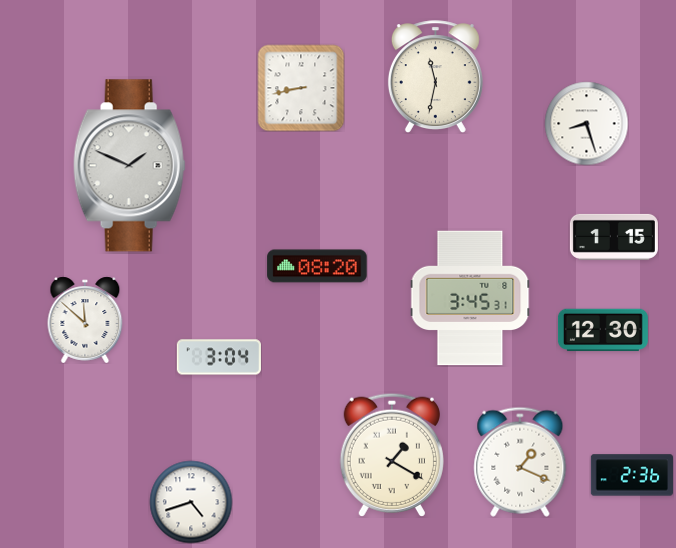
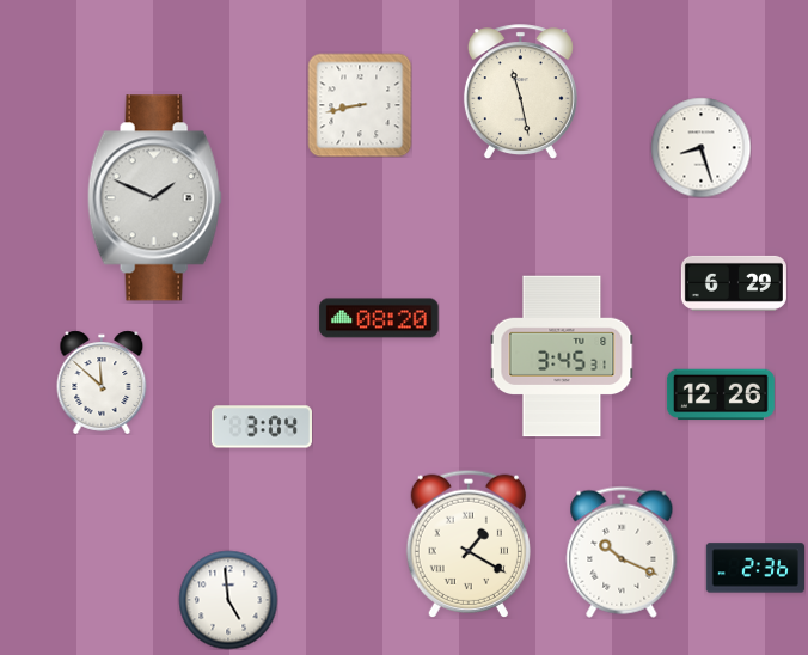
clock at (435, 76): 11:32 -> 11:28
clock at (614, 237): 1:15 -> 6:29
clock at (603, 330): 12:30 -> 12:26
clock at (520, 462): 1:19 -> 10:19
clock at (191, 502): 4:42 -> 4:59
